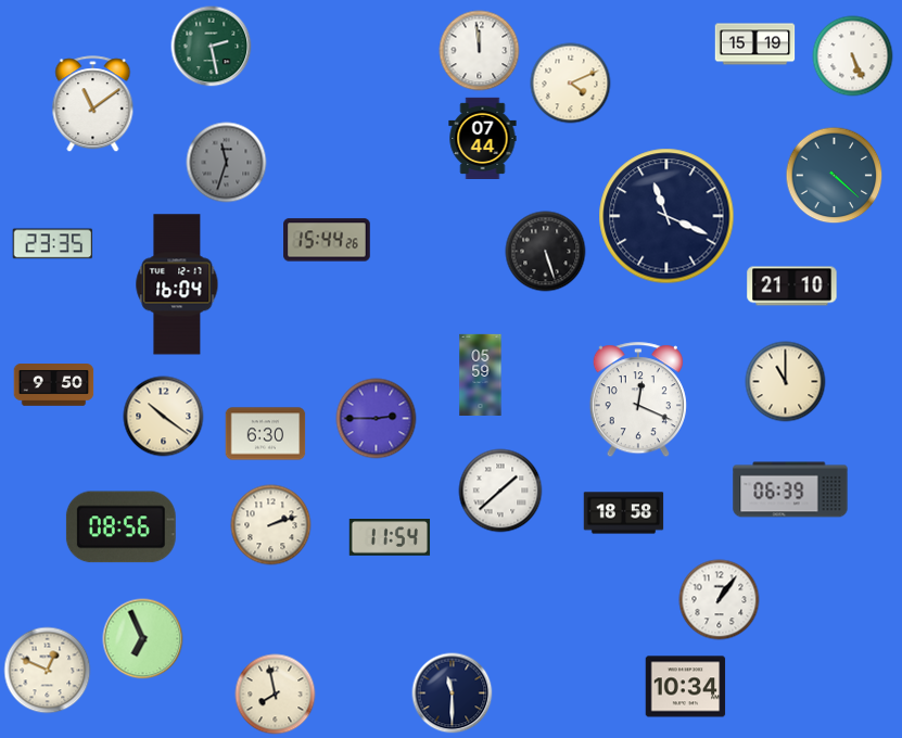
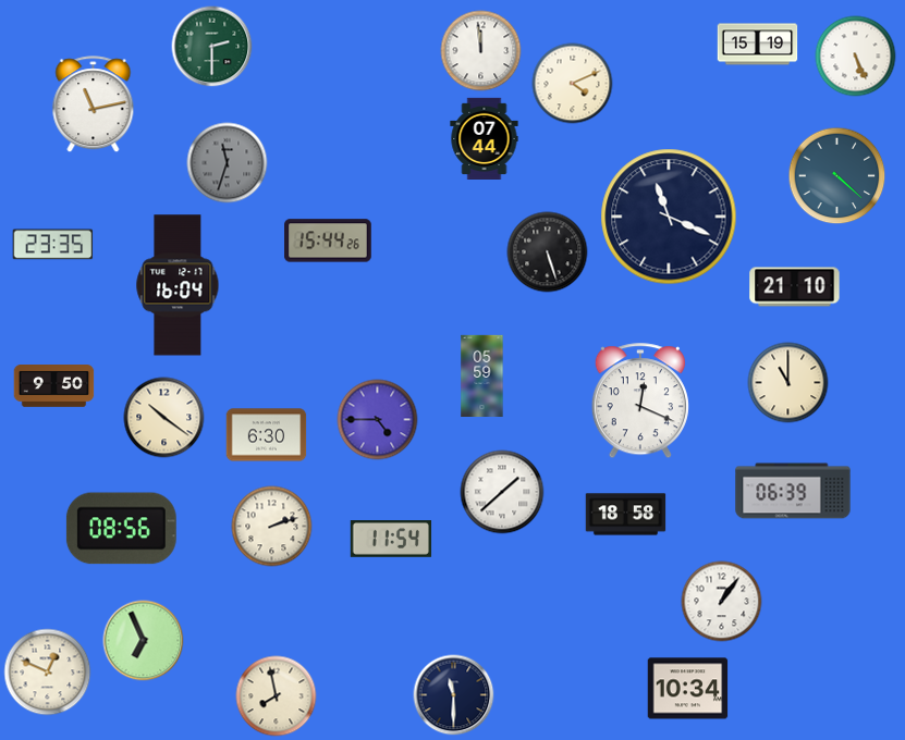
clock at (212, 47): 2:28 -> 2:30
clock at (93, 104): 11:09 -> 11:13
clock at (377, 419): 2:45 -> 4:45
